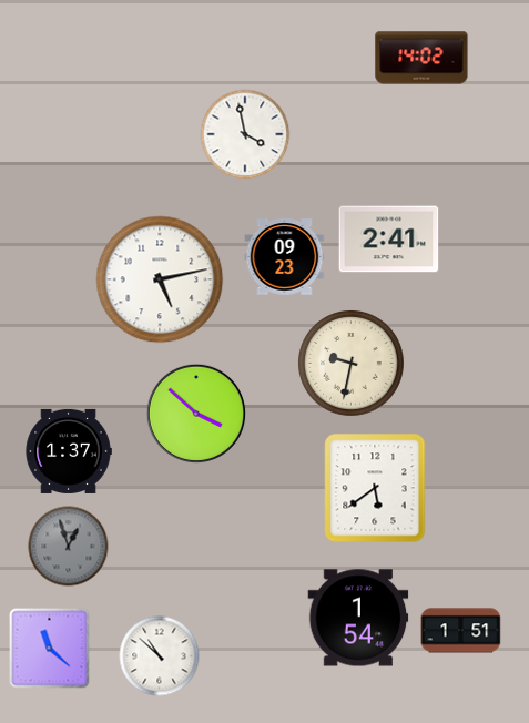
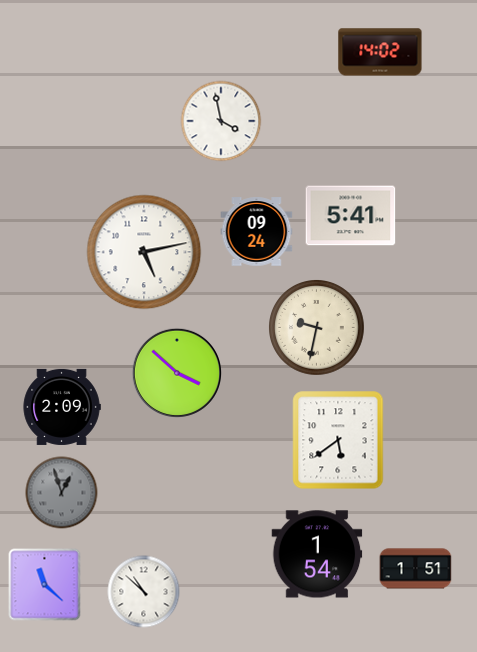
clock at (389, 240): 2:41 -> 5:41
clock at (285, 257): 09:23 -> 09:24
clock at (69, 451): 1:37 -> 2:09
clock at (358, 618) position: (358, 618) -> (317, 554)
